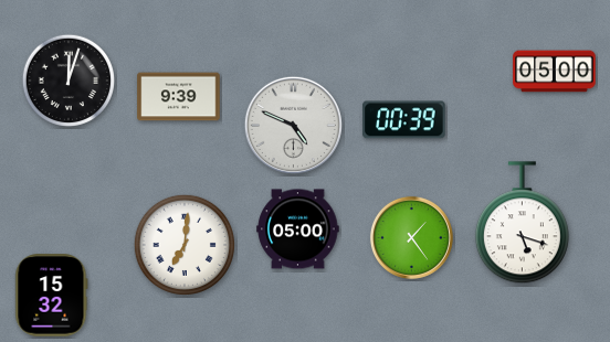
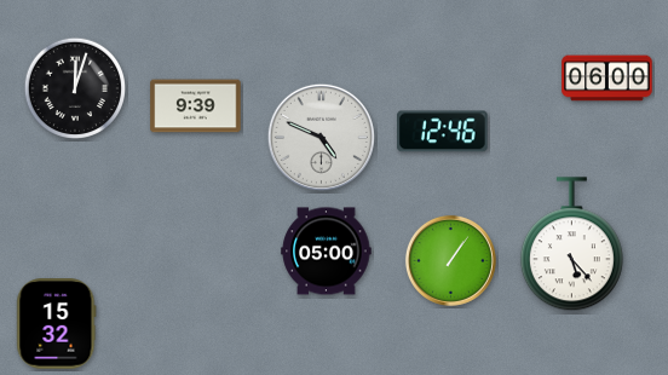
clock at (555, 72): 05:00 -> 06:00
clock at (404, 120): 00:39 -> 12:46
clock at (522, 223): 5:18 -> 5:23
clock at (411, 237): 1:24 -> 1:06
clock at (185, 245): 7:01 -> none
